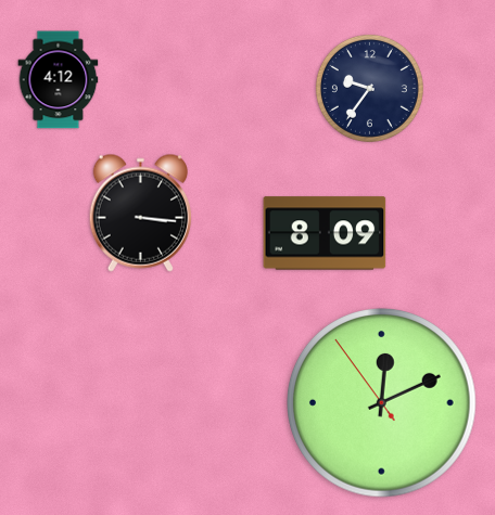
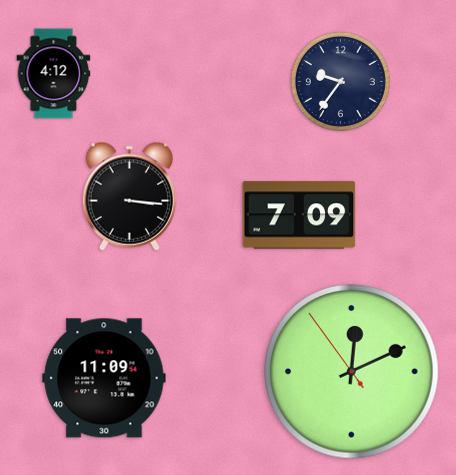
clock at (325, 233): 8:09 -> 7:09
clock at (104, 378): none -> 11:09
